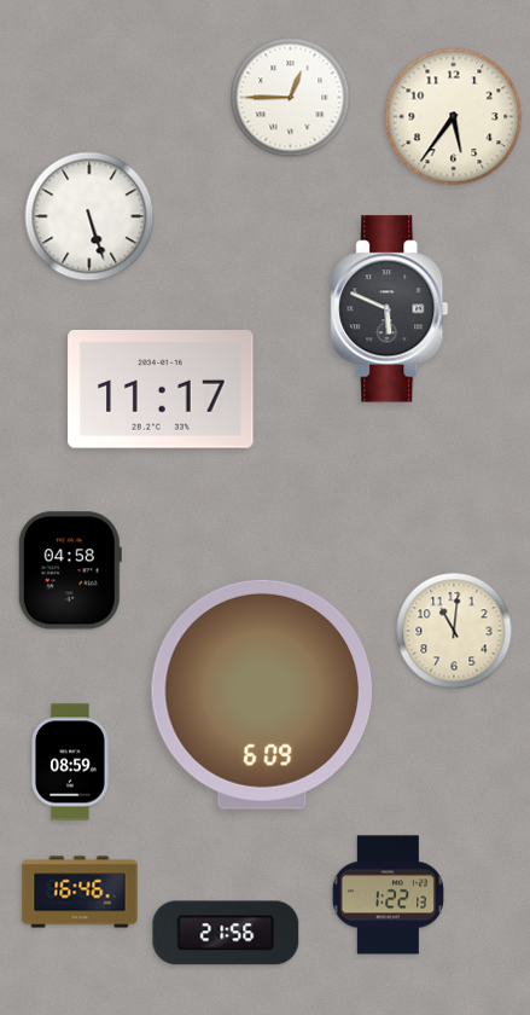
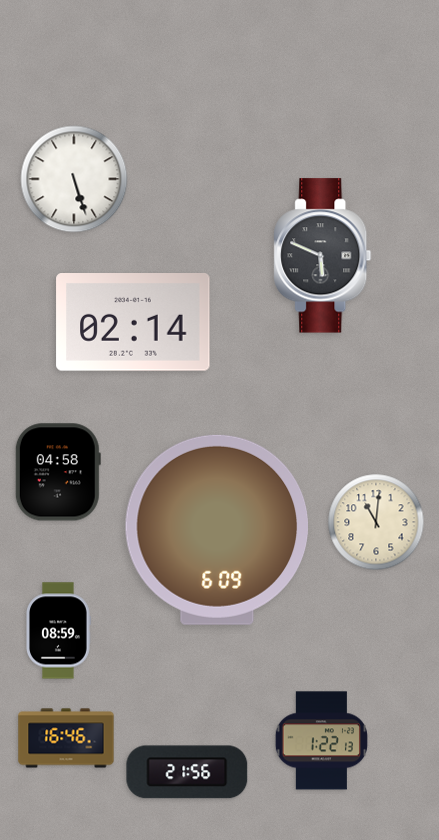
clock at (291, 98): 12:45 -> none
clock at (454, 117): 5:36 -> none
clock at (161, 390): 11:17 -> 02:14
clock at (261, 695) position: (261, 695) -> (216, 530)
